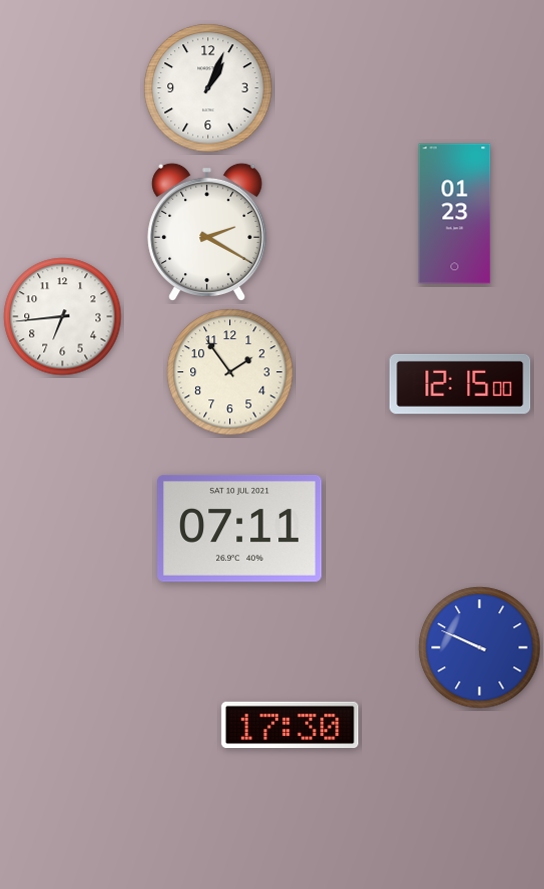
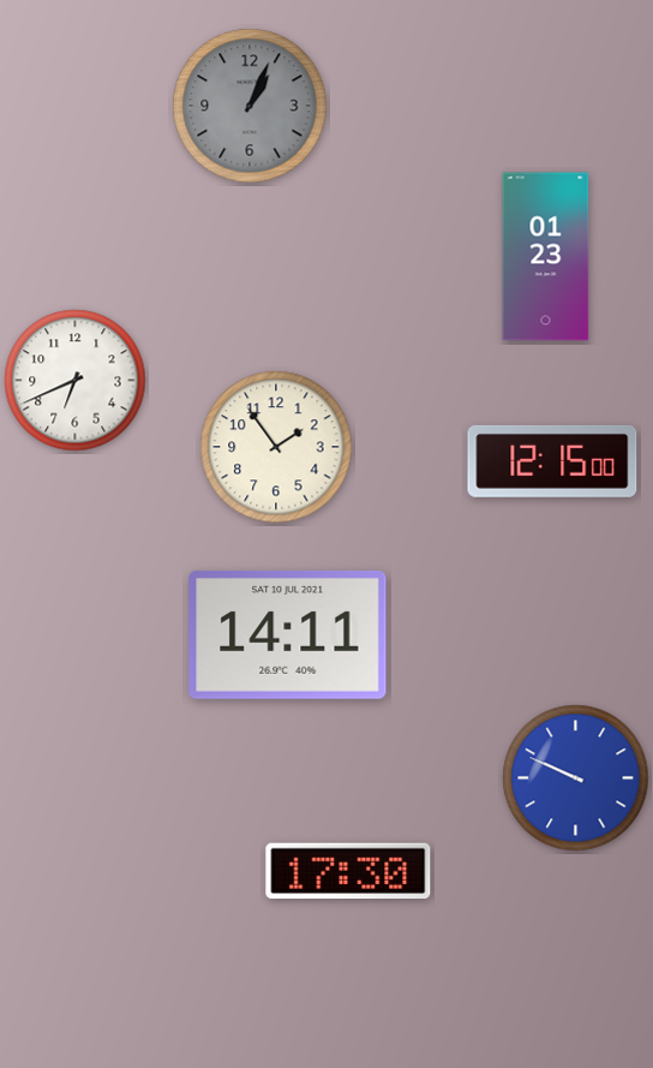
clock at (208, 88) dial: white -> grey
clock at (207, 232): 2:20 -> none
clock at (63, 317): 6:44 -> 6:41
clock at (240, 528): 07:11 -> 14:11
